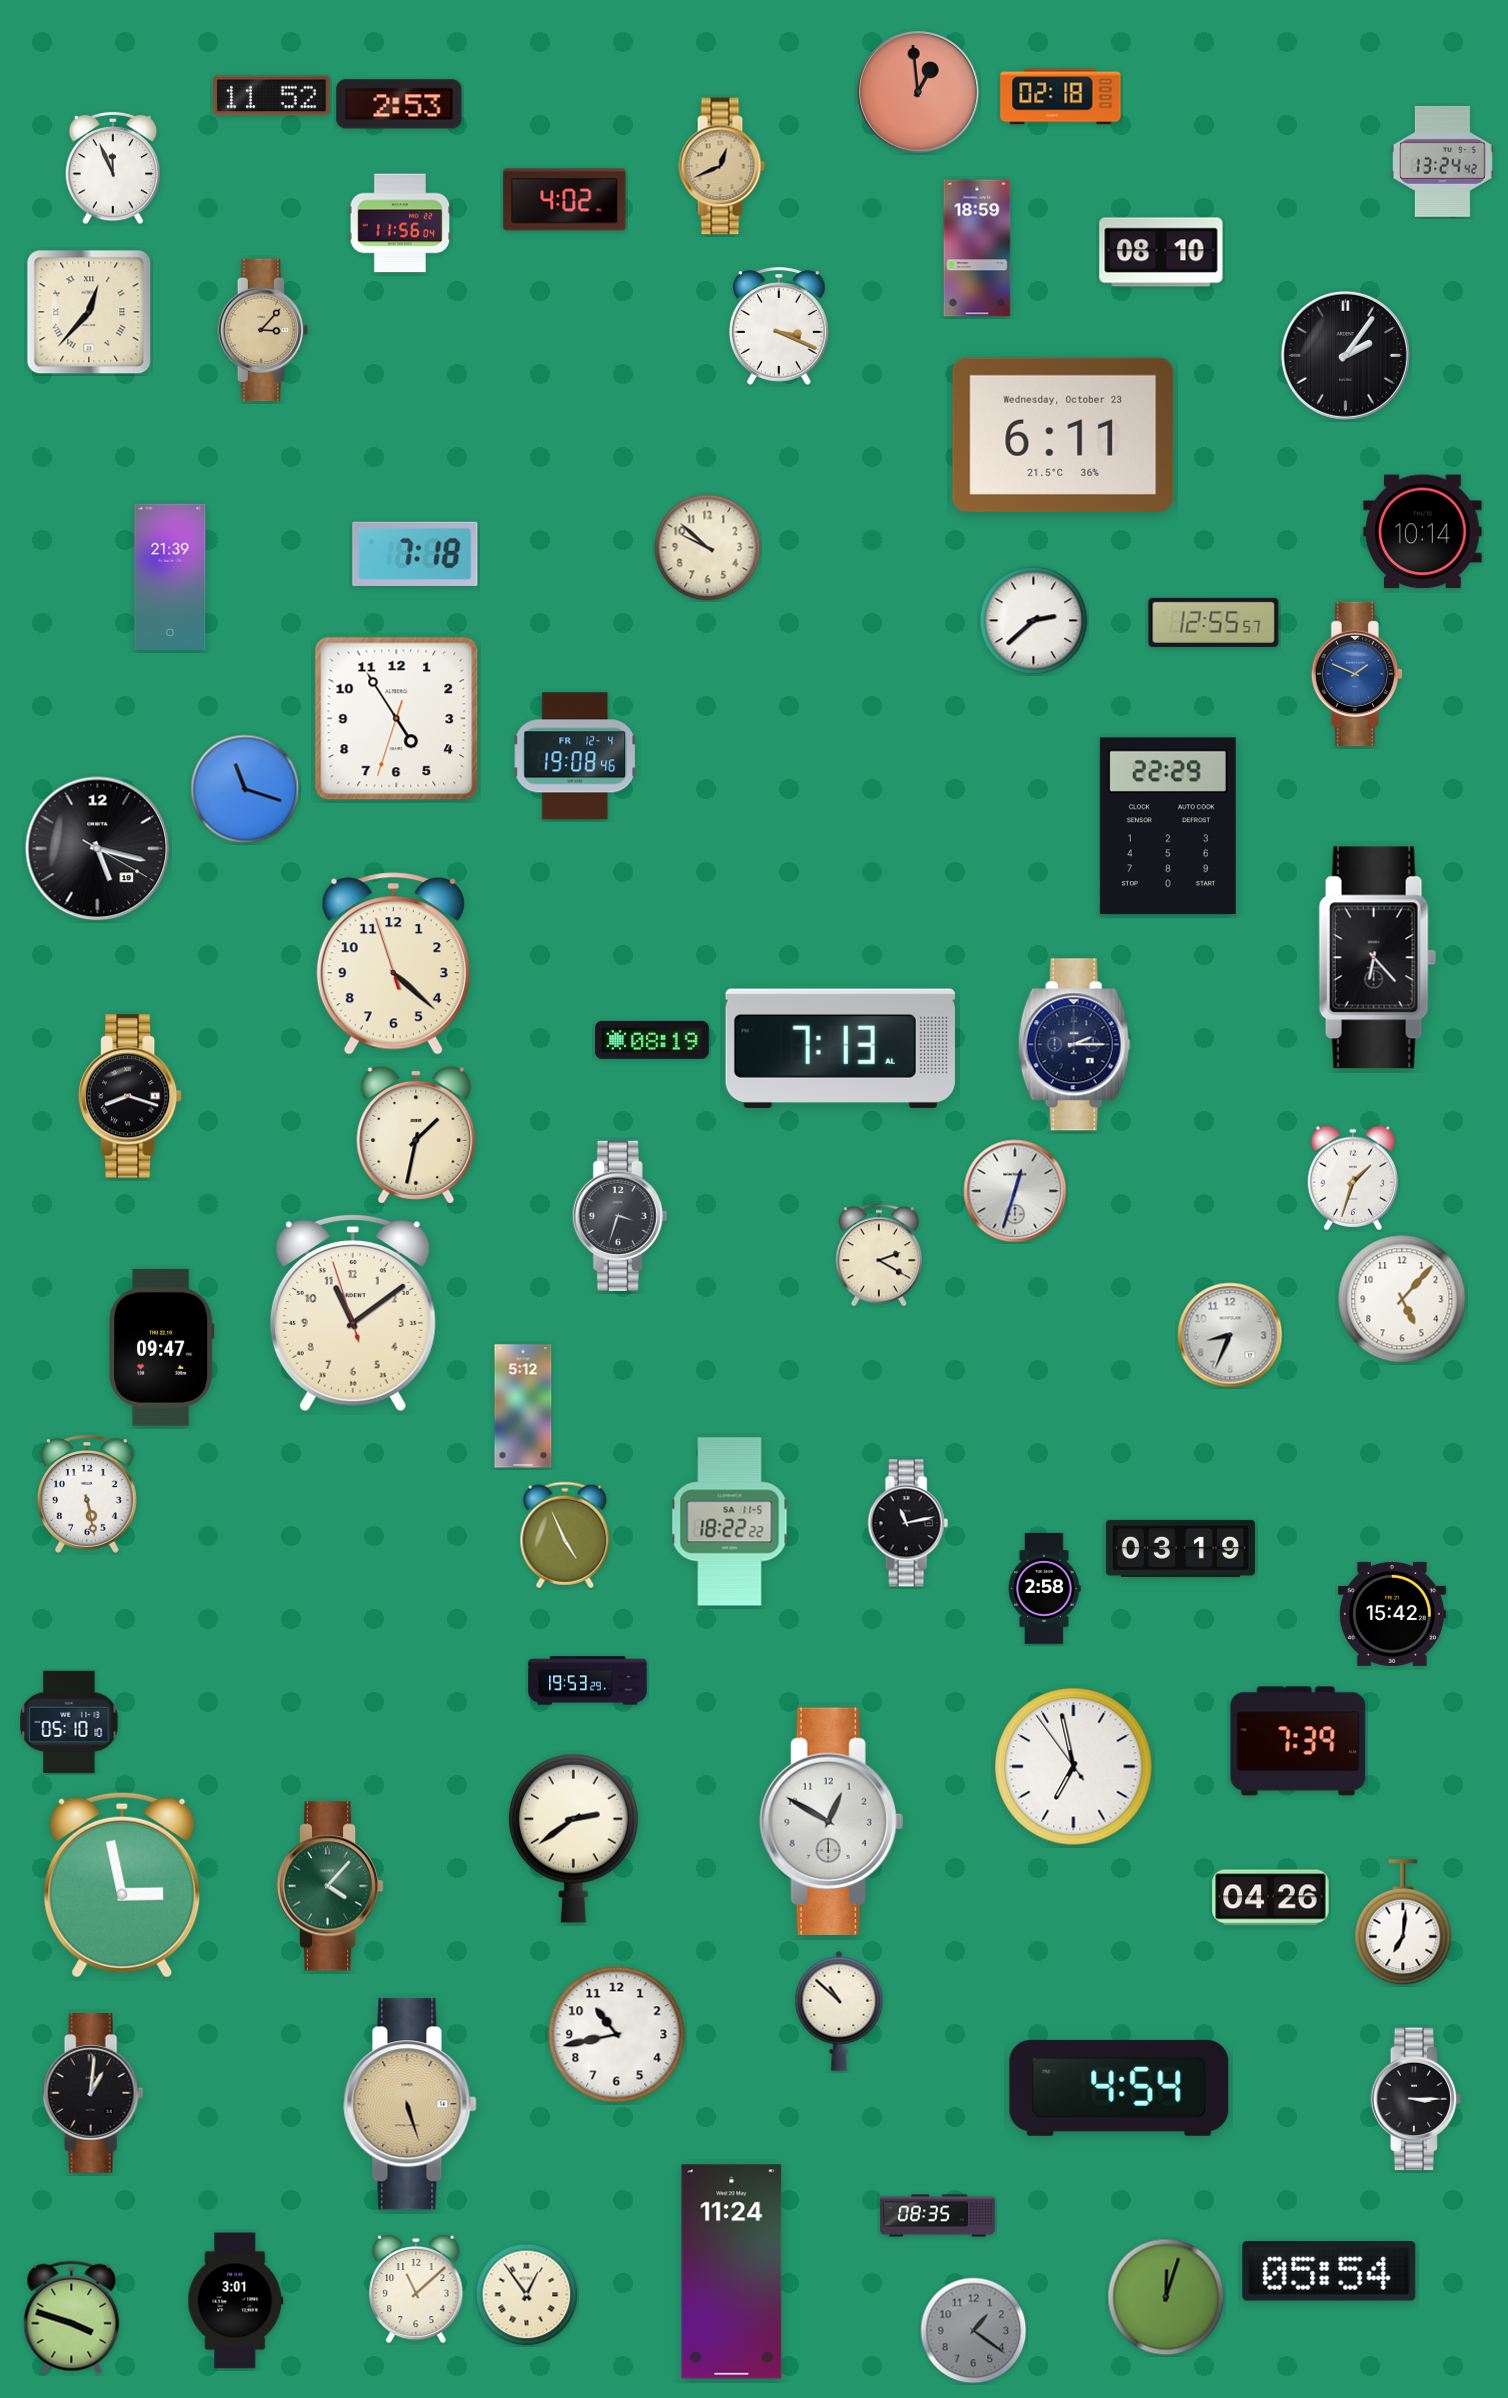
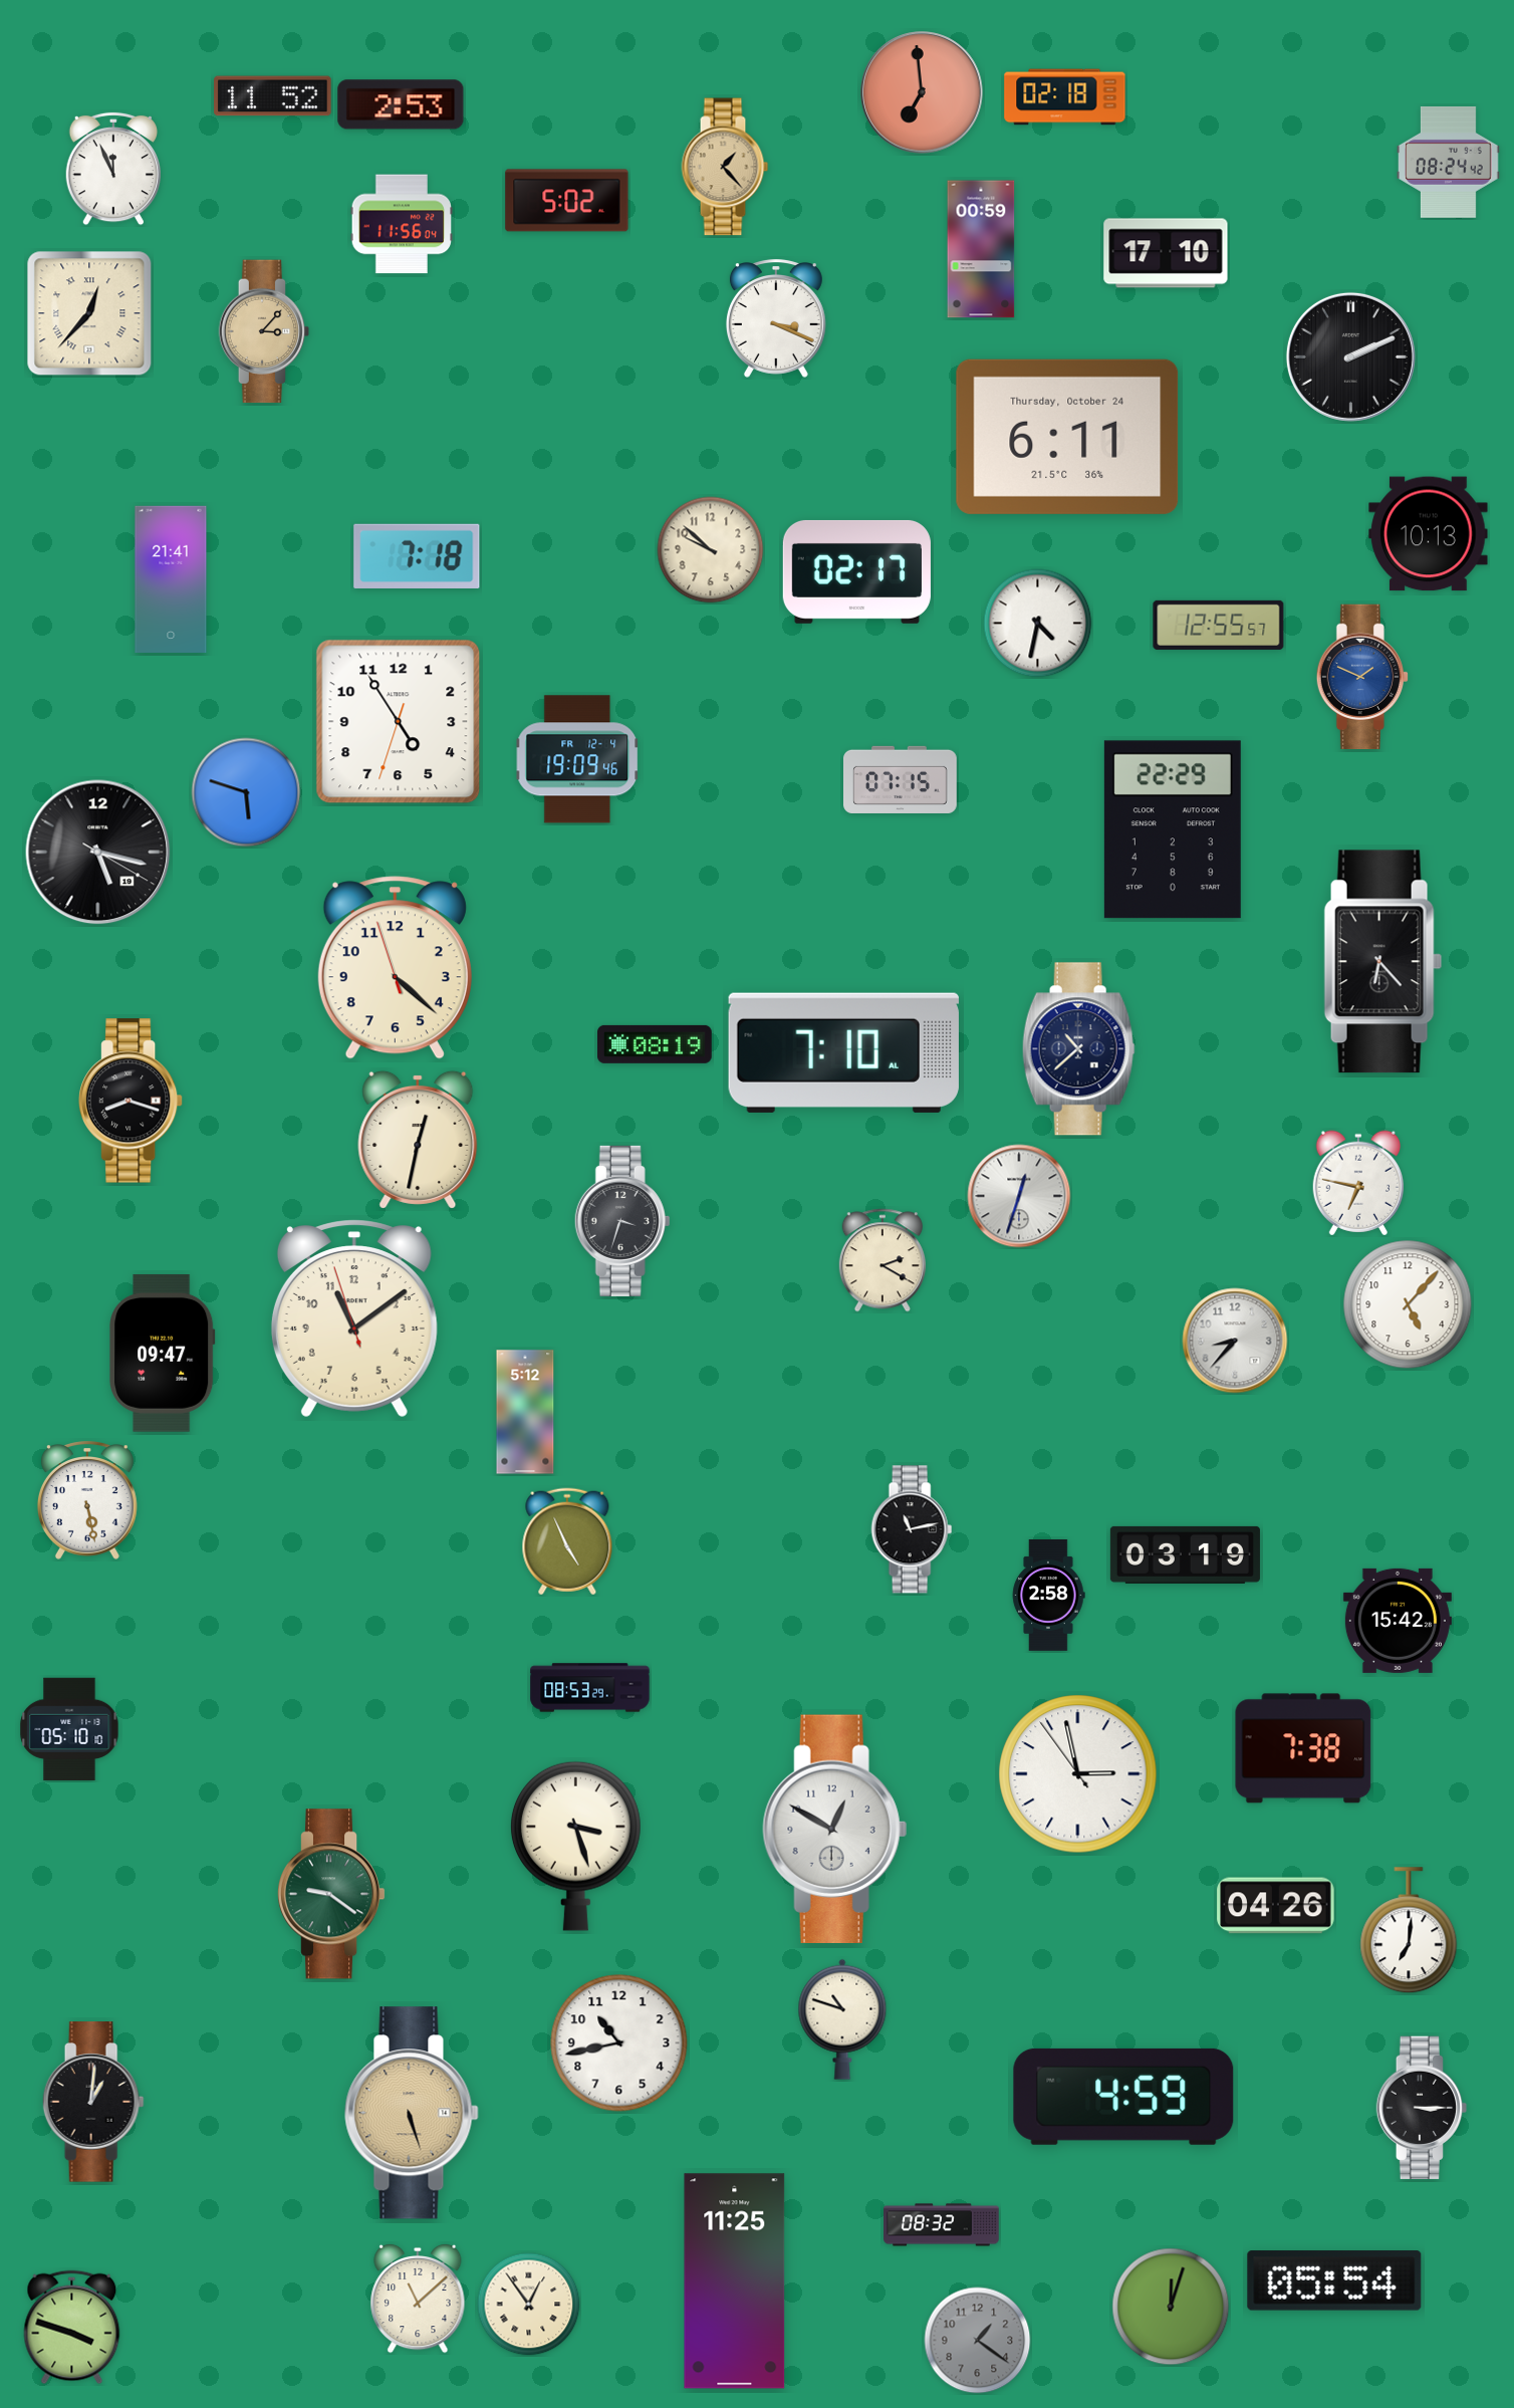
clock at (918, 92): 12:59 -> 6:59
clock at (1443, 161): 13:24 -> 08:24
clock at (722, 166): 12:41 -> 1:23
clock at (565, 200): 4:02 -> 5:02
clock at (977, 248): 18:59 -> 00:59
clock at (1161, 252): 08:10 -> 17:10
clock at (779, 326) position: (779, 326) -> (776, 318)
clock at (1345, 355): 2:06 -> 2:11
clock at (1063, 435) date: Wednesday, October 23 -> Thursday, October 24
clock at (1423, 532): 10:14 -> 10:13
clock at (856, 571): none -> 02:17
clock at (170, 576): 21:39 -> 21:41
clock at (1034, 621): 2:38 -> 4:32
clock at (575, 756): 19:08 -> 19:09
clock at (901, 779): none -> 07:15
clock at (245, 789): 11:18 -> 5:48
clock at (1074, 1045): 2:15 -> 10:38
clock at (840, 1048): 7:13 -> 7:10
clock at (416, 1135): 1:32 -> 12:32
clock at (1352, 1178): 1:33 -> 6:47
clock at (1230, 1335): 8:34 -> 8:37
clock at (730, 1522): 18:22 -> none
clock at (588, 1681): 19:53 -> 08:53
clock at (1298, 1741): 7:39 -> 7:38
clock at (1074, 1767): 6:57 -> 2:57
clock at (573, 1838): 2:39 -> 3:27
clock at (122, 1885): 2:58 -> none
clock at (330, 1886): 4:07 -> 9:21
clock at (839, 2011): 10:52 -> 10:48
clock at (1119, 2088): 4:54 -> 4:59
clock at (938, 2216): 08:35 -> 08:32
clock at (732, 2272): 11:24 -> 11:25
clock at (236, 2301): 3:01 -> none
